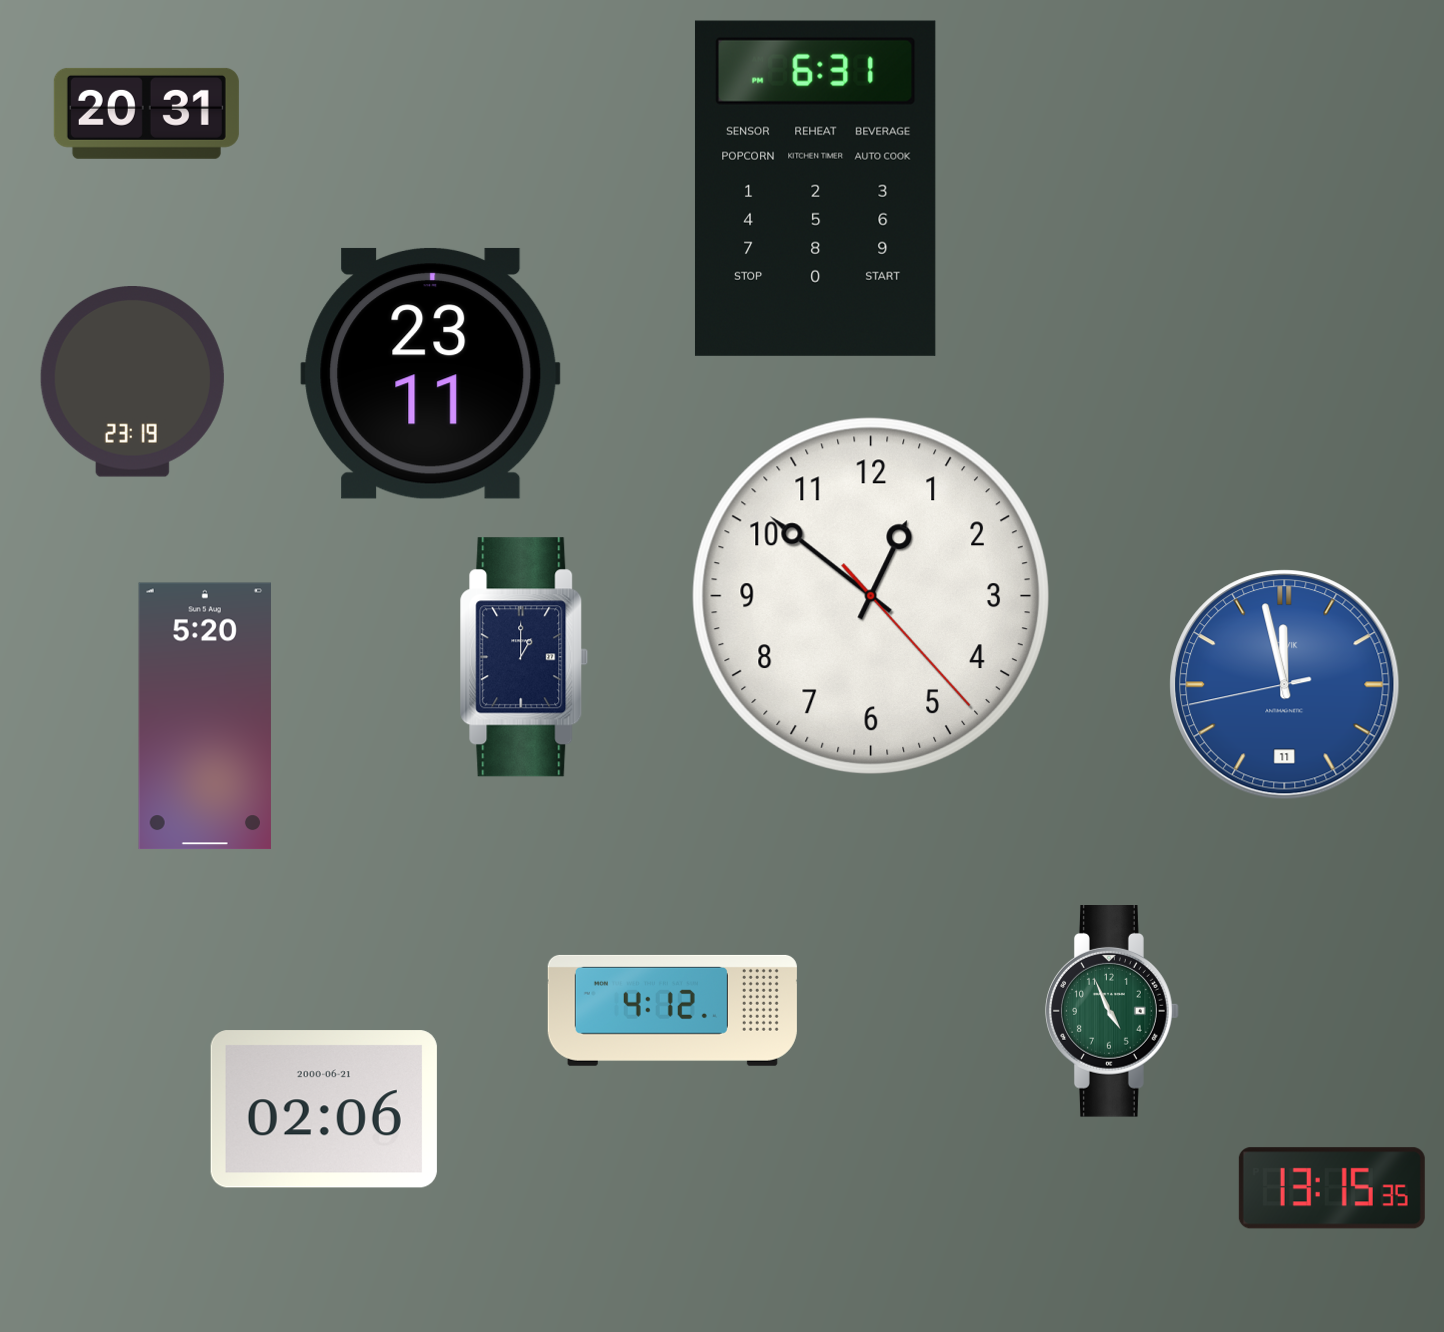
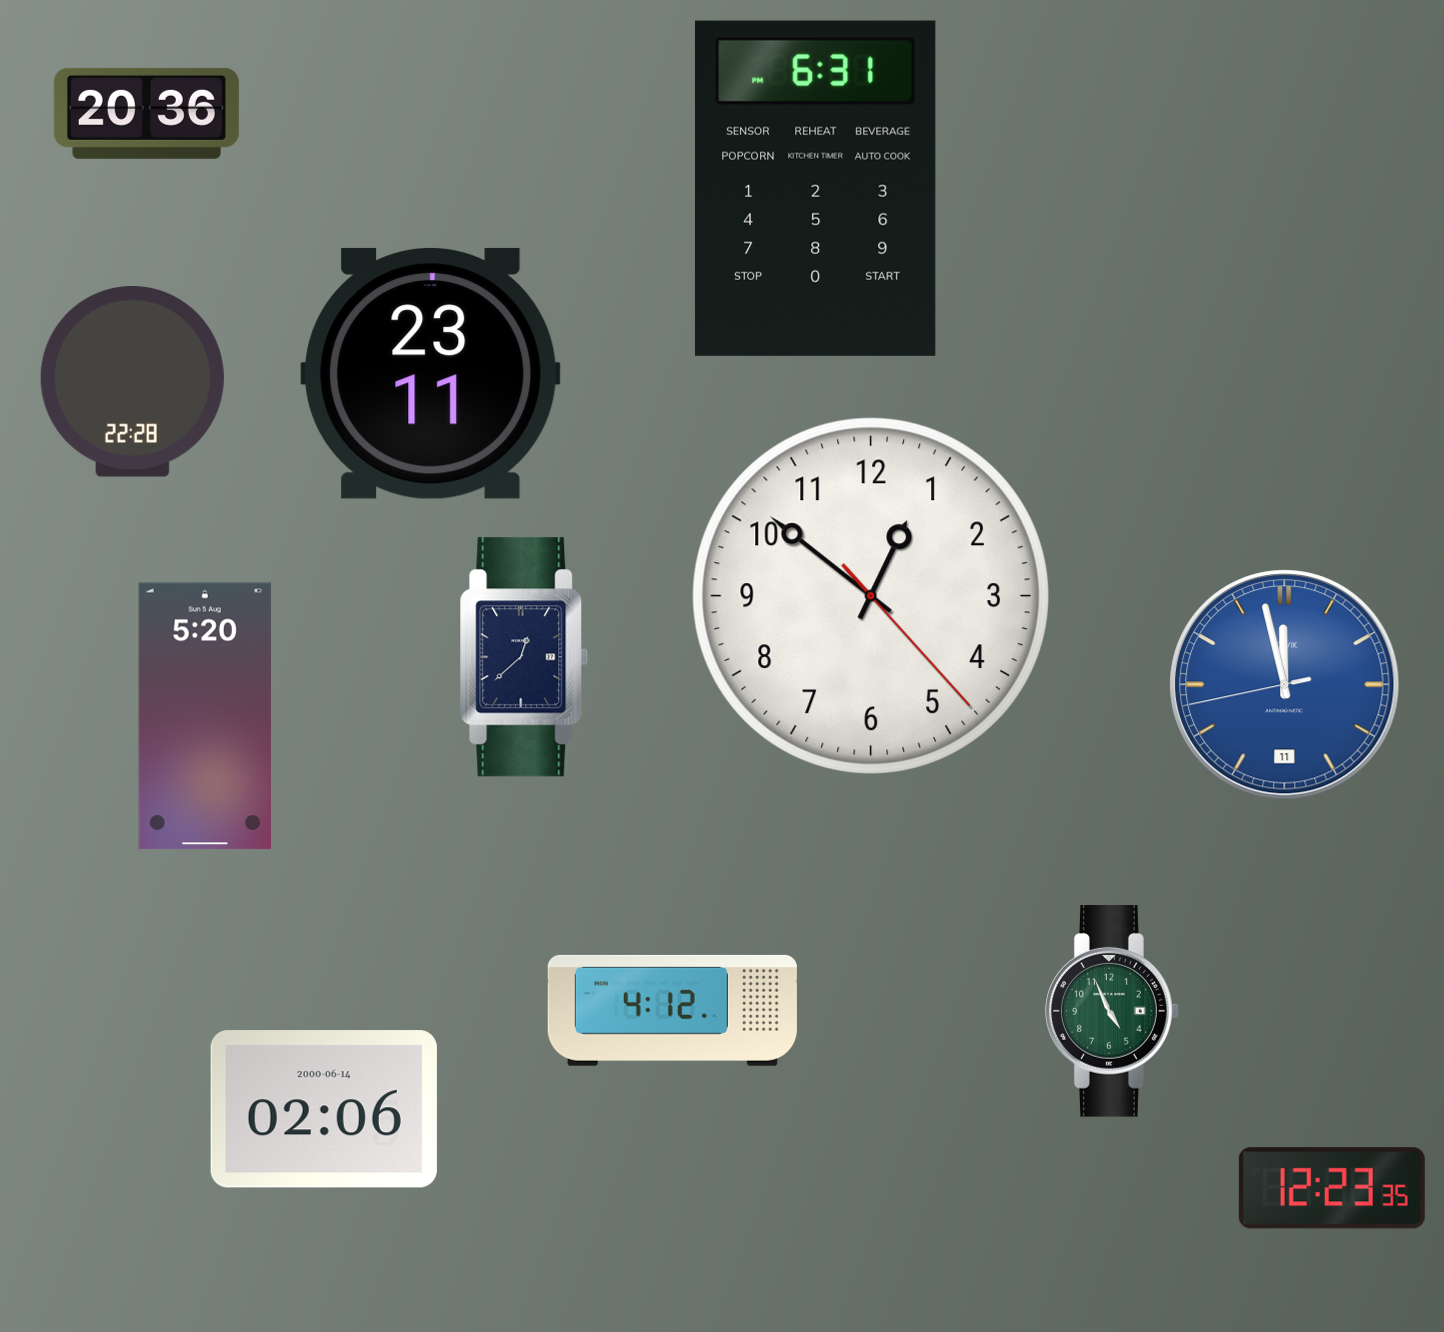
clock at (146, 113): 20:31 -> 20:36
clock at (132, 382): 23:19 -> 22:28
clock at (524, 657): 1:00 -> 12:38
clock at (324, 1109) date: 2000-06-21 -> 2000-06-14
clock at (1332, 1188): 13:15 -> 12:23
